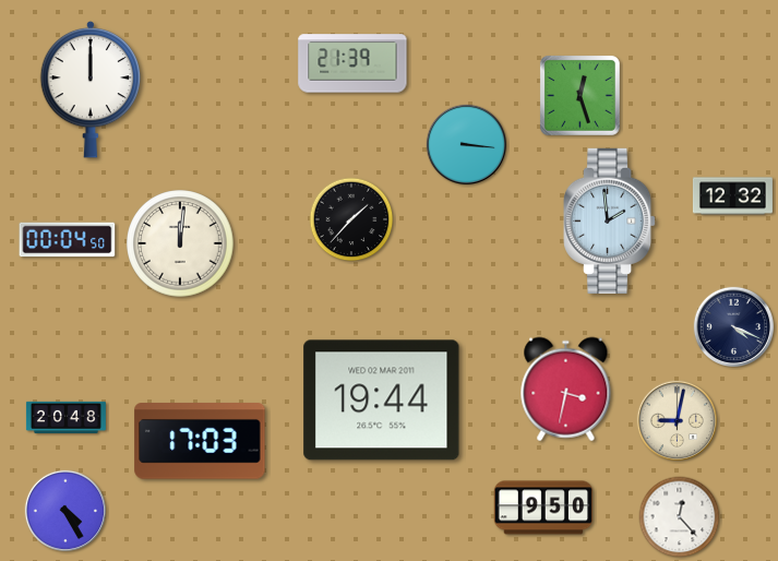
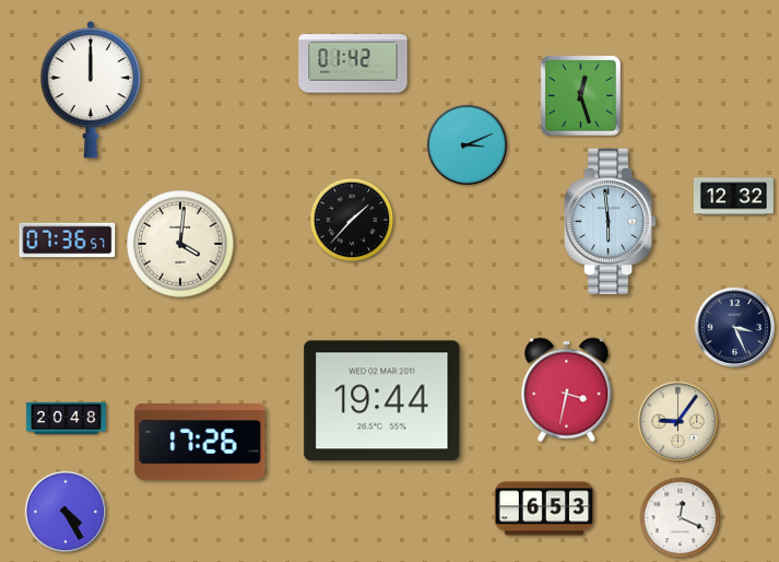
clock at (352, 63): 21:39 -> 01:42
clock at (466, 144): 3:16 -> 3:11
clock at (611, 220): 1:59 -> 5:59
clock at (68, 240): 00:04 -> 07:36
clock at (180, 243): 12:01 -> 4:01
clock at (733, 326): 4:19 -> 3:26
clock at (677, 420): 9:02 -> 9:06
clock at (200, 441): 17:03 -> 17:26
clock at (543, 508): 9:50 -> 6:53
clock at (680, 517): 12:23 -> 12:19
